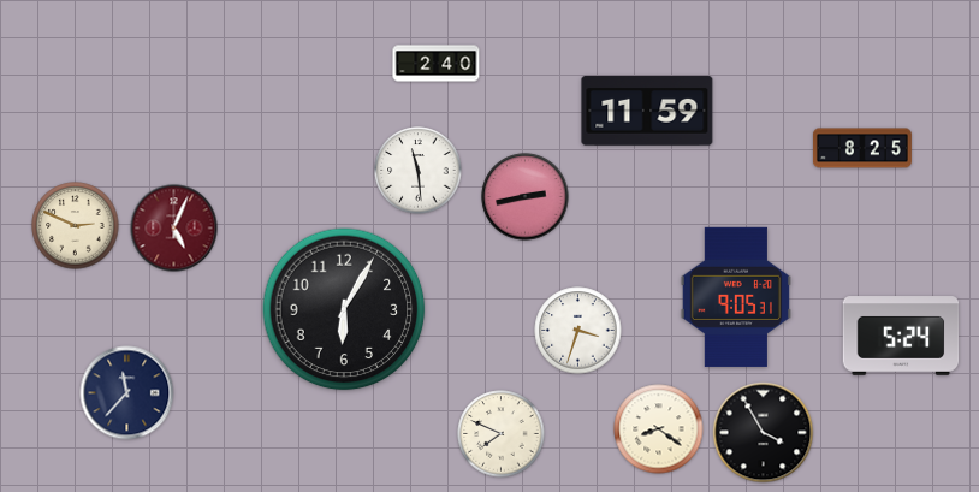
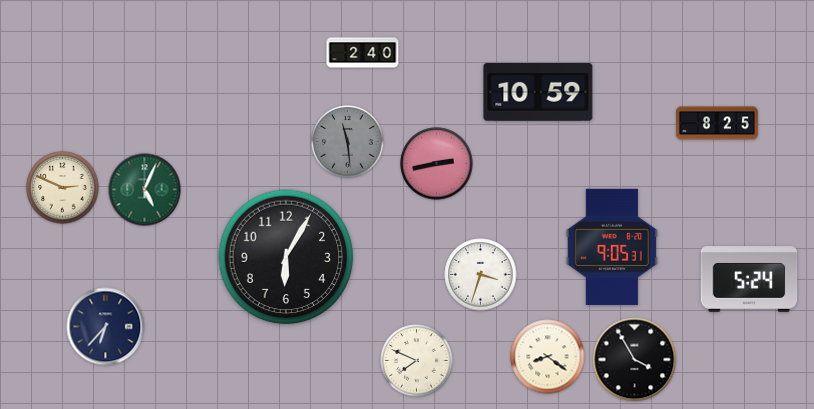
clock at (647, 112): 11:59 -> 10:59
clock at (419, 171) dial: white -> grey
clock at (174, 229) dial: burgundy -> green
clock at (127, 393): 11:37 -> 6:37
